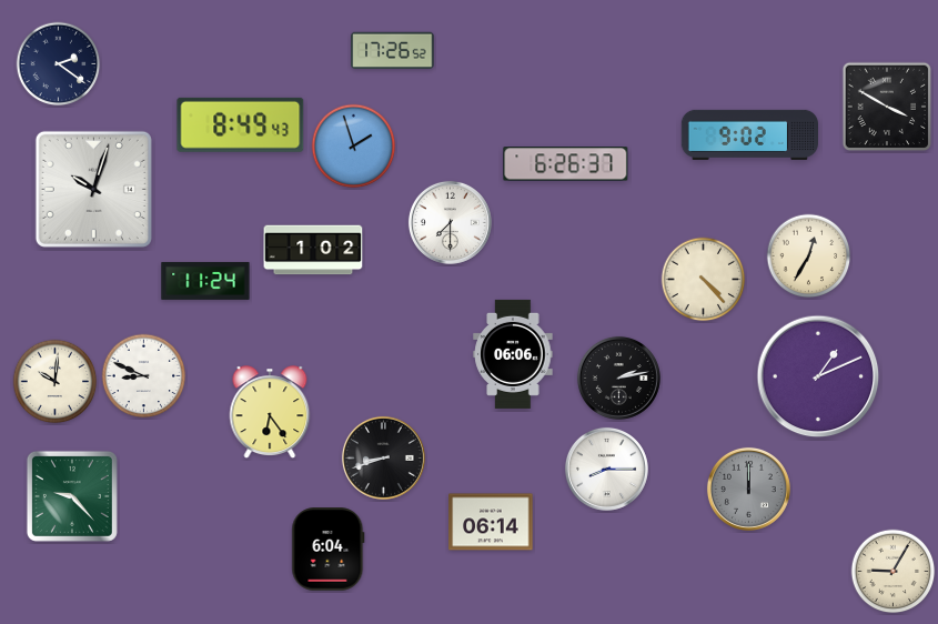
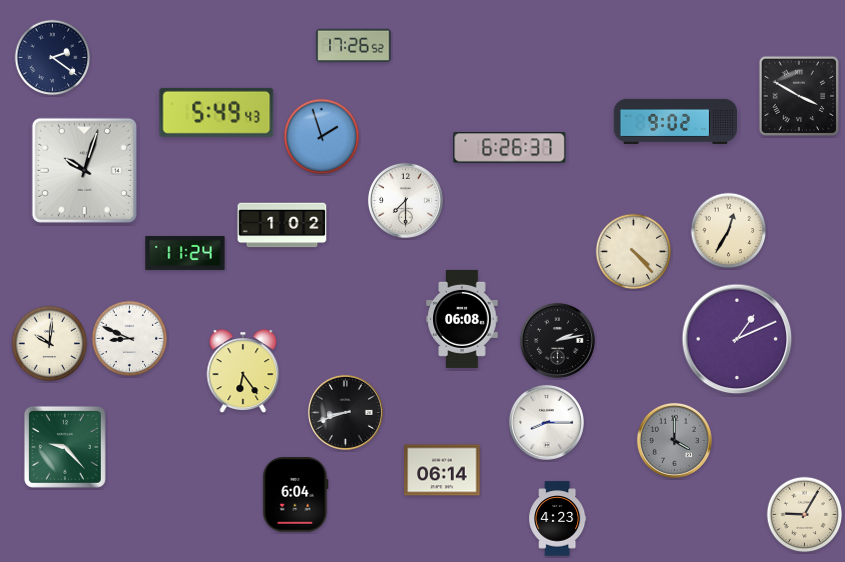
clock at (241, 124): 8:49 -> 5:49
clock at (354, 147) position: (354, 147) -> (322, 137)
clock at (513, 354): 06:06 -> 06:08
clock at (748, 489): 12:00 -> 4:00
clock at (558, 519): none -> 4:23
